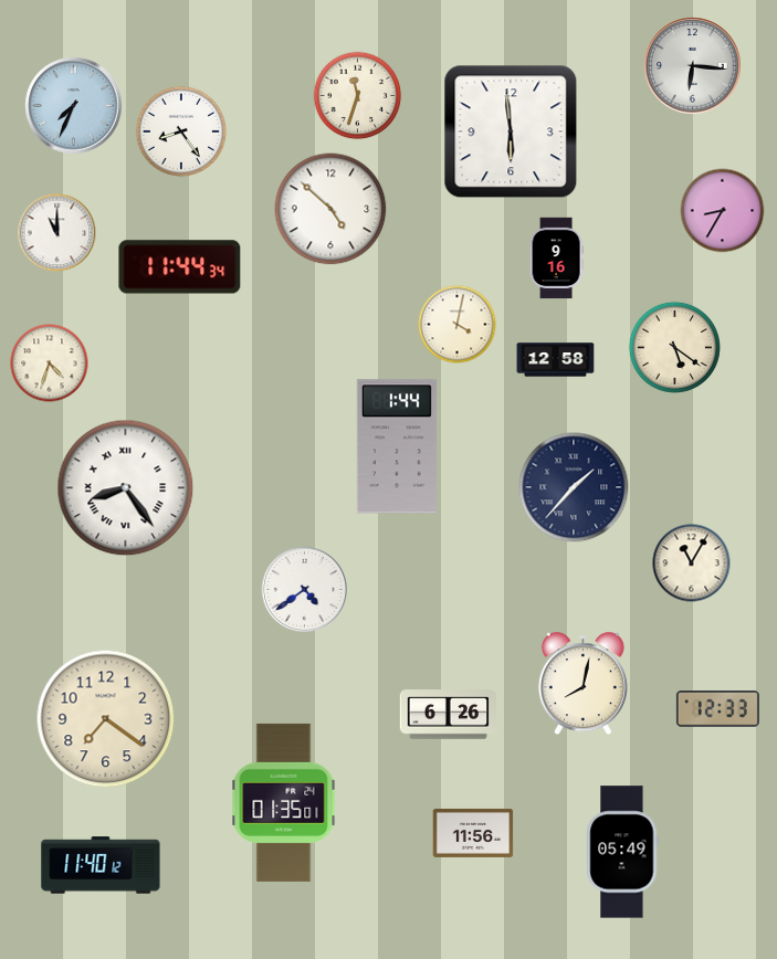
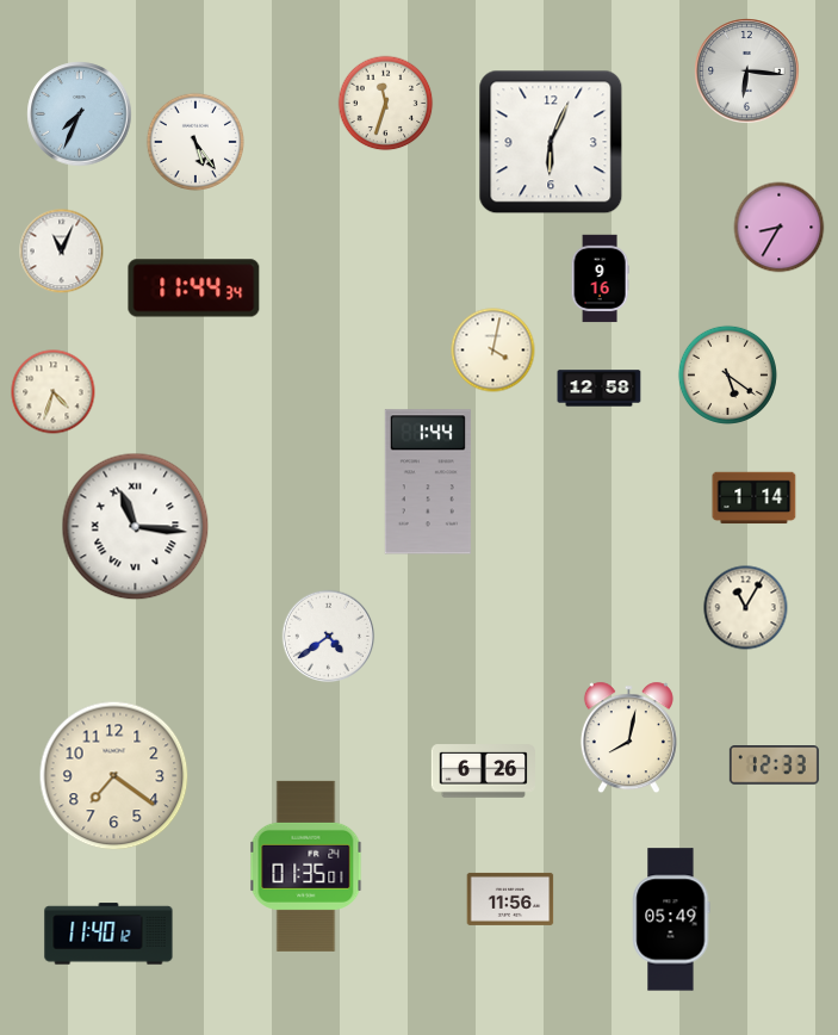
clock at (180, 130): 8:24 -> 5:24
clock at (511, 131): 5:59 -> 6:04
clock at (330, 209): 4:52 -> none
clock at (57, 233): 11:00 -> 11:04
clock at (755, 498): none -> 1:14
clock at (574, 487): 1:37 -> none
clock at (126, 488): 8:24 -> 11:16
